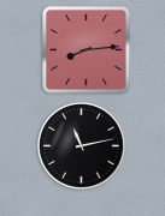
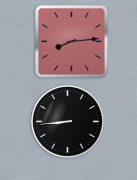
clock at (81, 145): 11:13 -> 8:44
